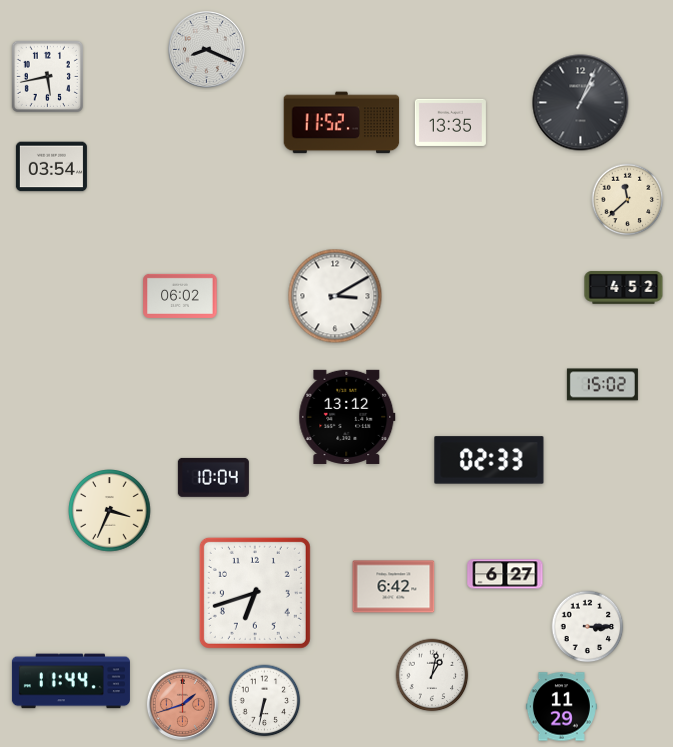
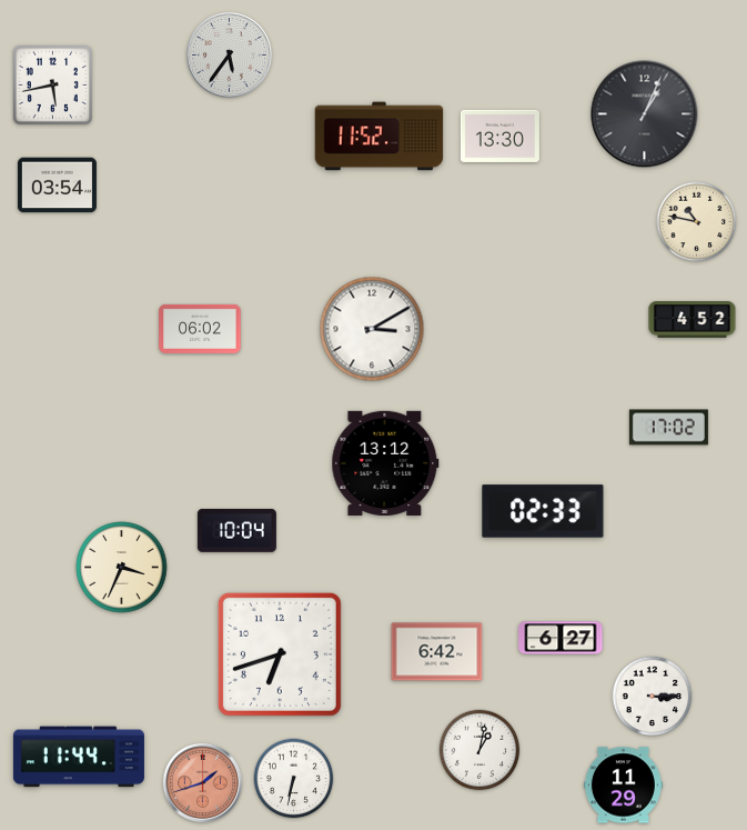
clock at (207, 50): 8:19 -> 5:36
clock at (450, 122): 13:35 -> 13:30
clock at (628, 200): 11:38 -> 10:47
clock at (602, 385): 15:02 -> 17:02
clock at (255, 593) position: (255, 593) -> (280, 654)
